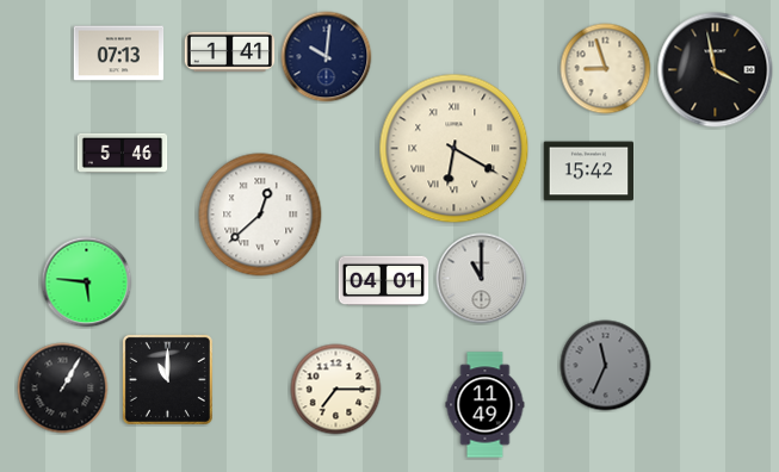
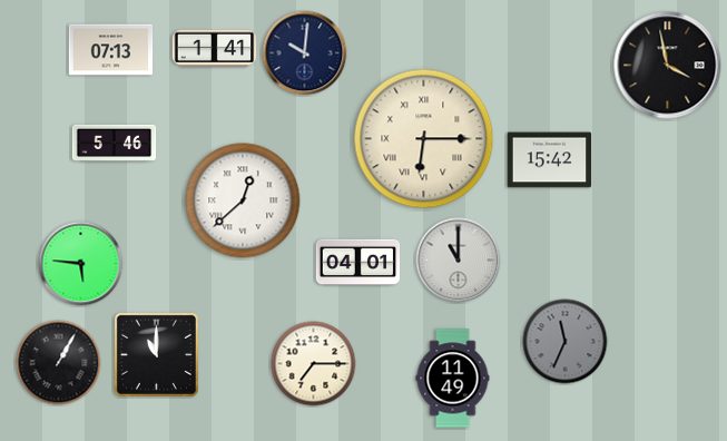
clock at (606, 69): 8:57 -> none
clock at (455, 149): 6:20 -> 6:15
clock at (482, 279) position: (482, 279) -> (459, 261)
